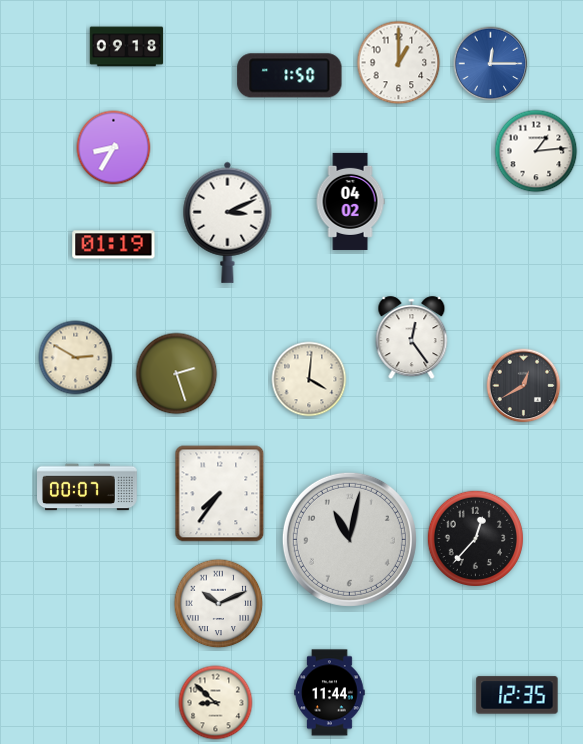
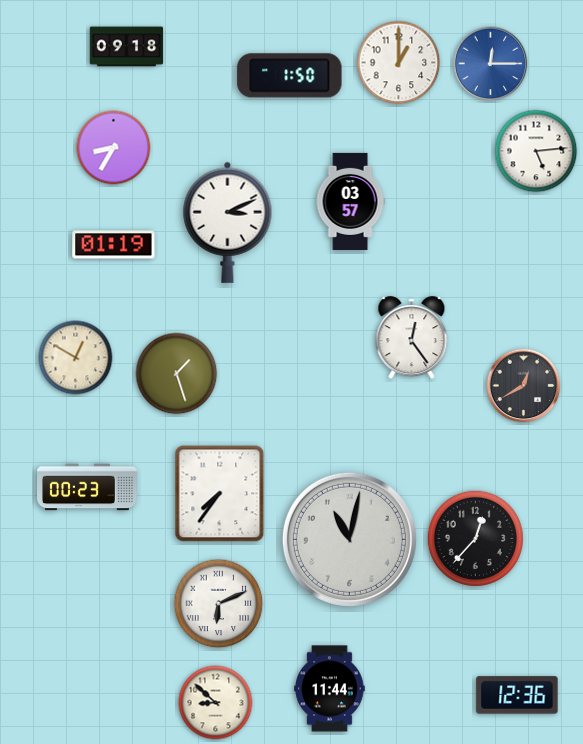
clock at (536, 151): 1:14 -> 5:14
clock at (350, 201): 04:02 -> 03:57
clock at (76, 358): 2:50 -> 12:50
clock at (177, 374): 2:27 -> 1:27
clock at (309, 379): 4:01 -> none
clock at (88, 487): 00:07 -> 00:23
clock at (219, 604): 10:11 -> 6:11
clock at (330, 693) position: (330, 693) -> (330, 689)
clock at (517, 695): 12:35 -> 12:36
